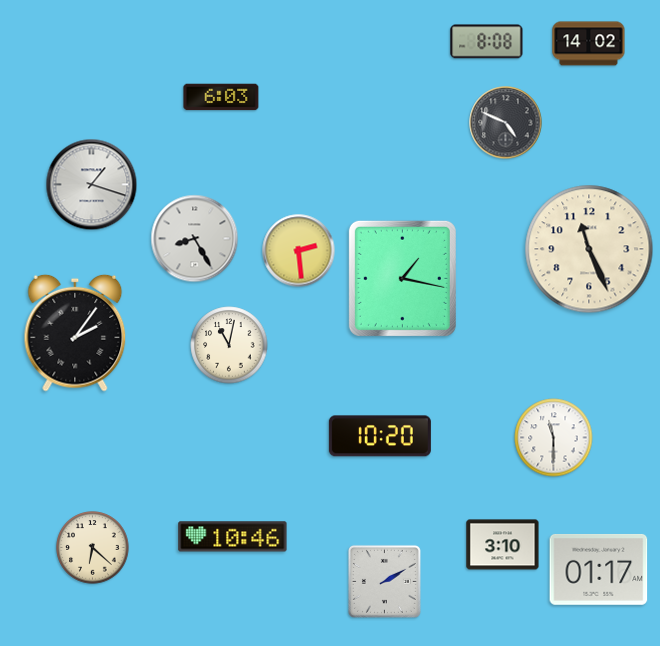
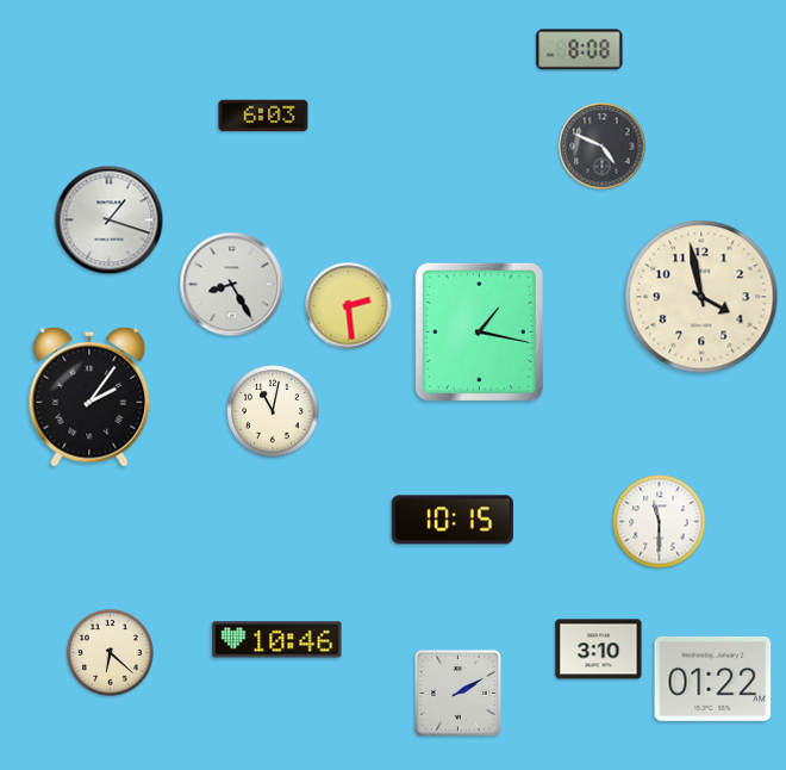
clock at (589, 44): 14:02 -> none
clock at (589, 249): 11:26 -> 3:58
clock at (299, 251) position: (299, 251) -> (349, 306)
clock at (380, 436): 10:20 -> 10:15
clock at (599, 569): 01:17 -> 01:22
